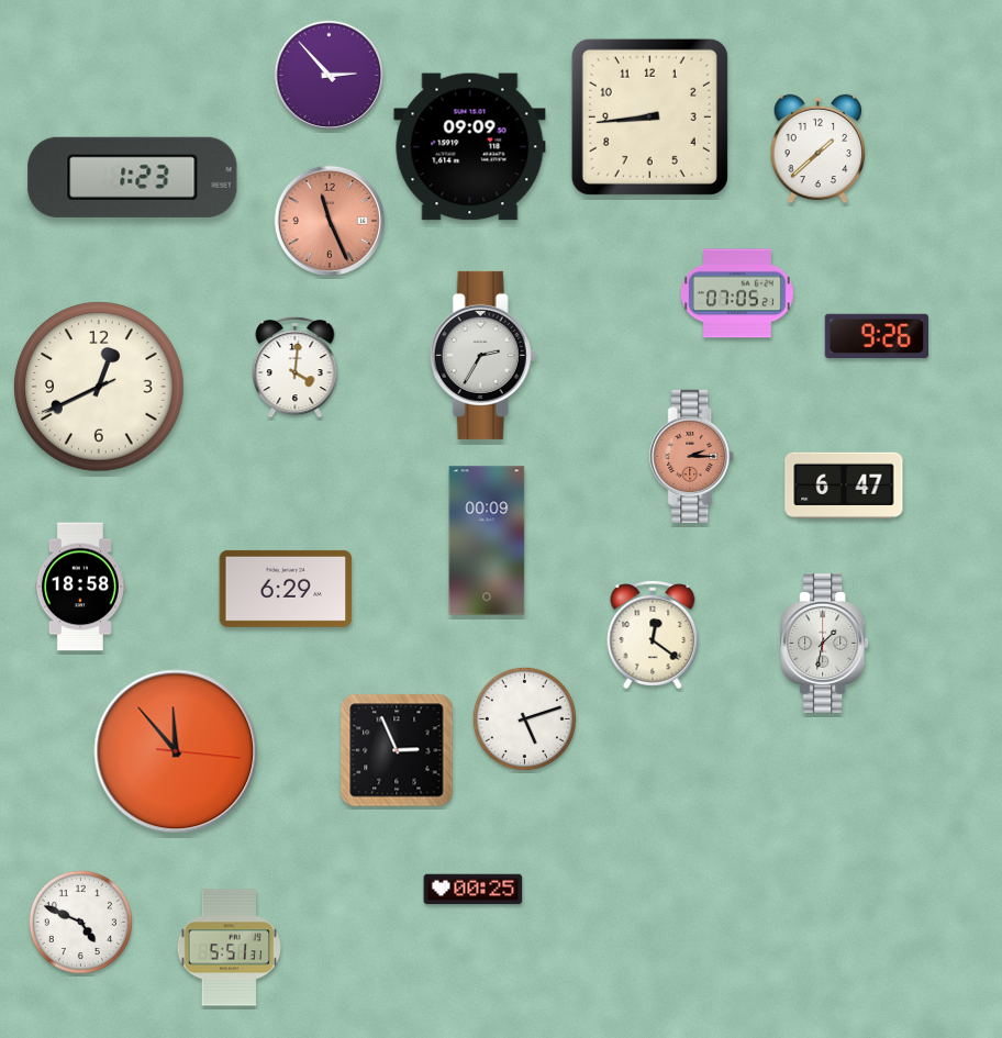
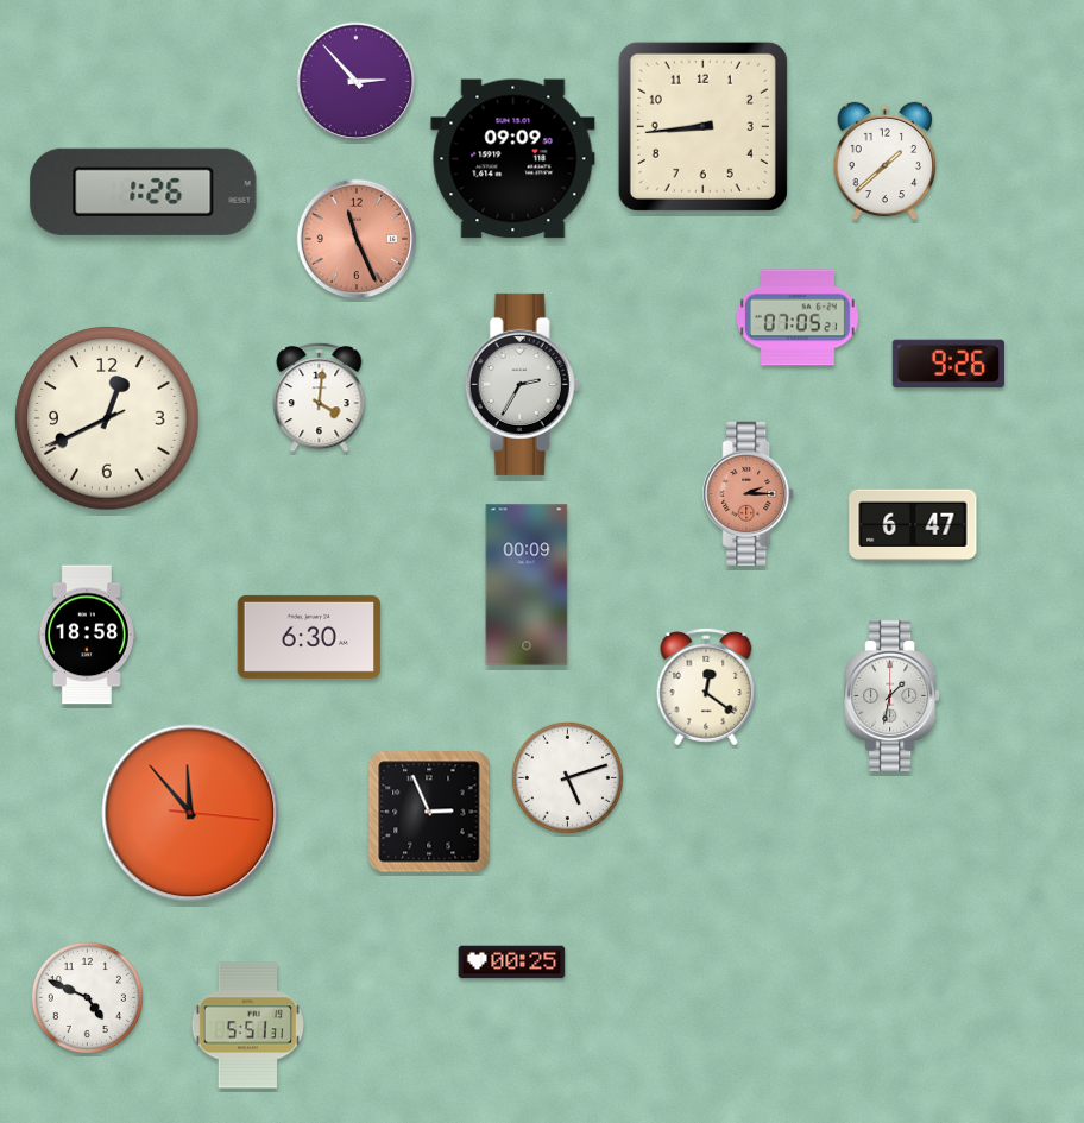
clock at (470, 147) position: (470, 147) -> (513, 159)
clock at (133, 177): 1:23 -> 1:26
clock at (286, 589): 6:29 -> 6:30
